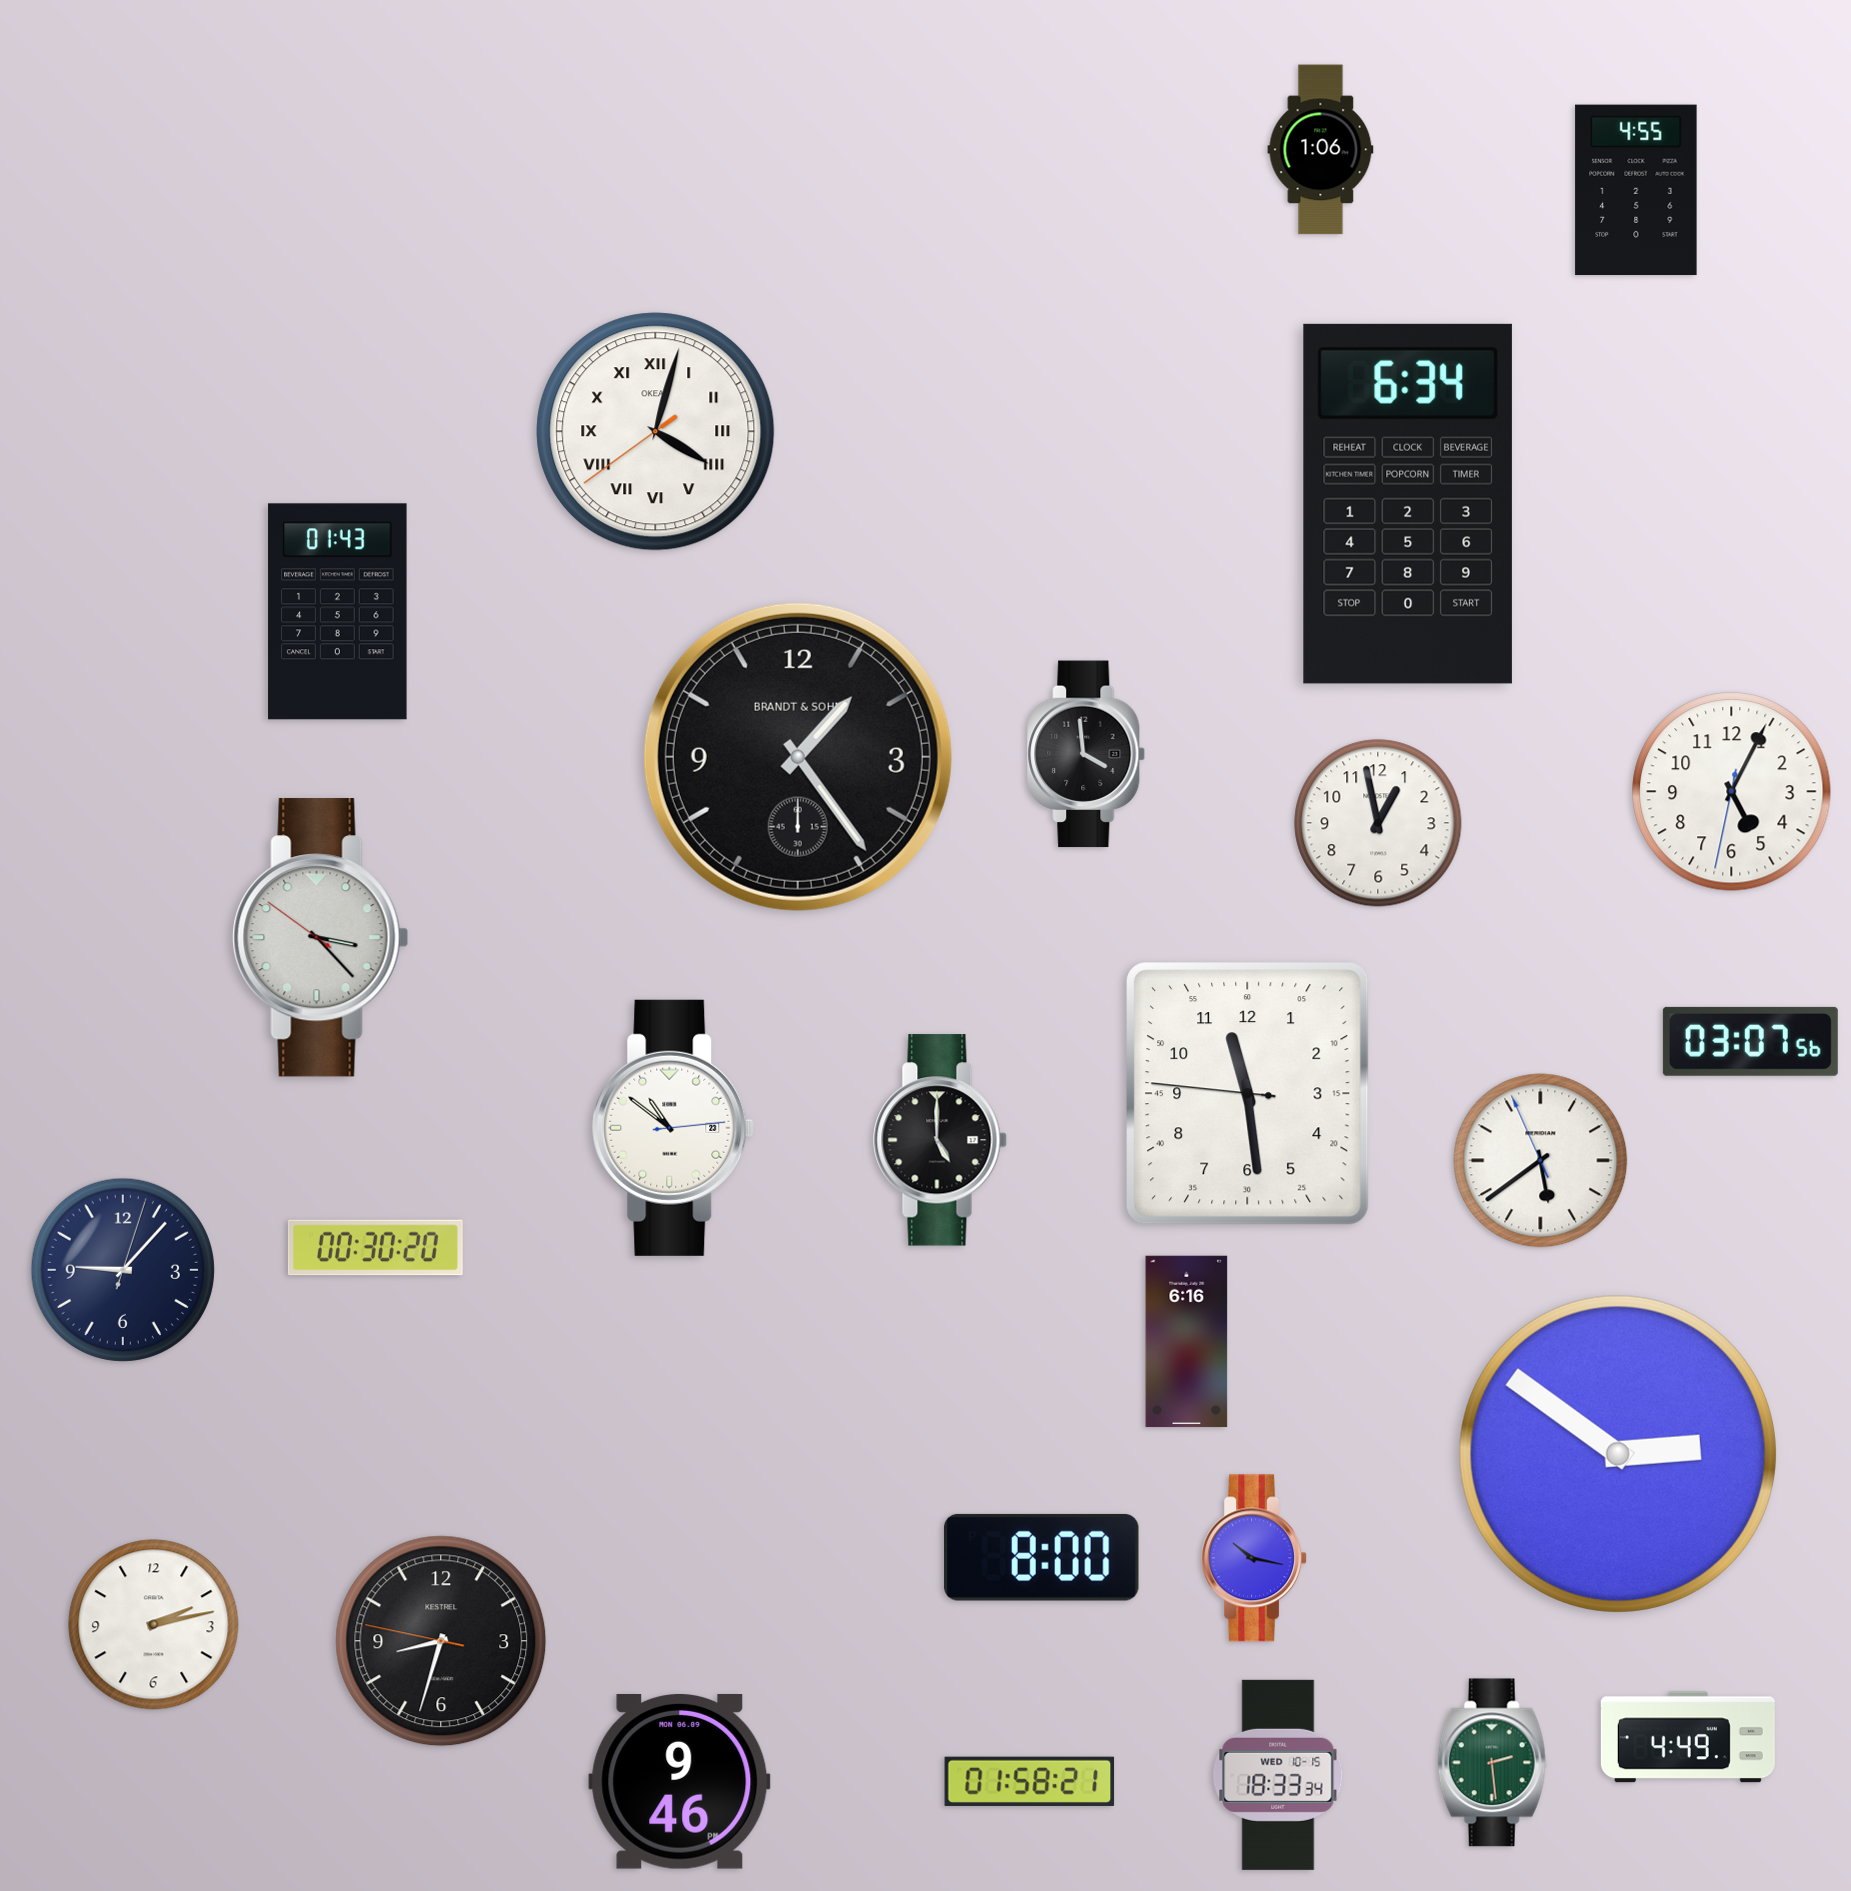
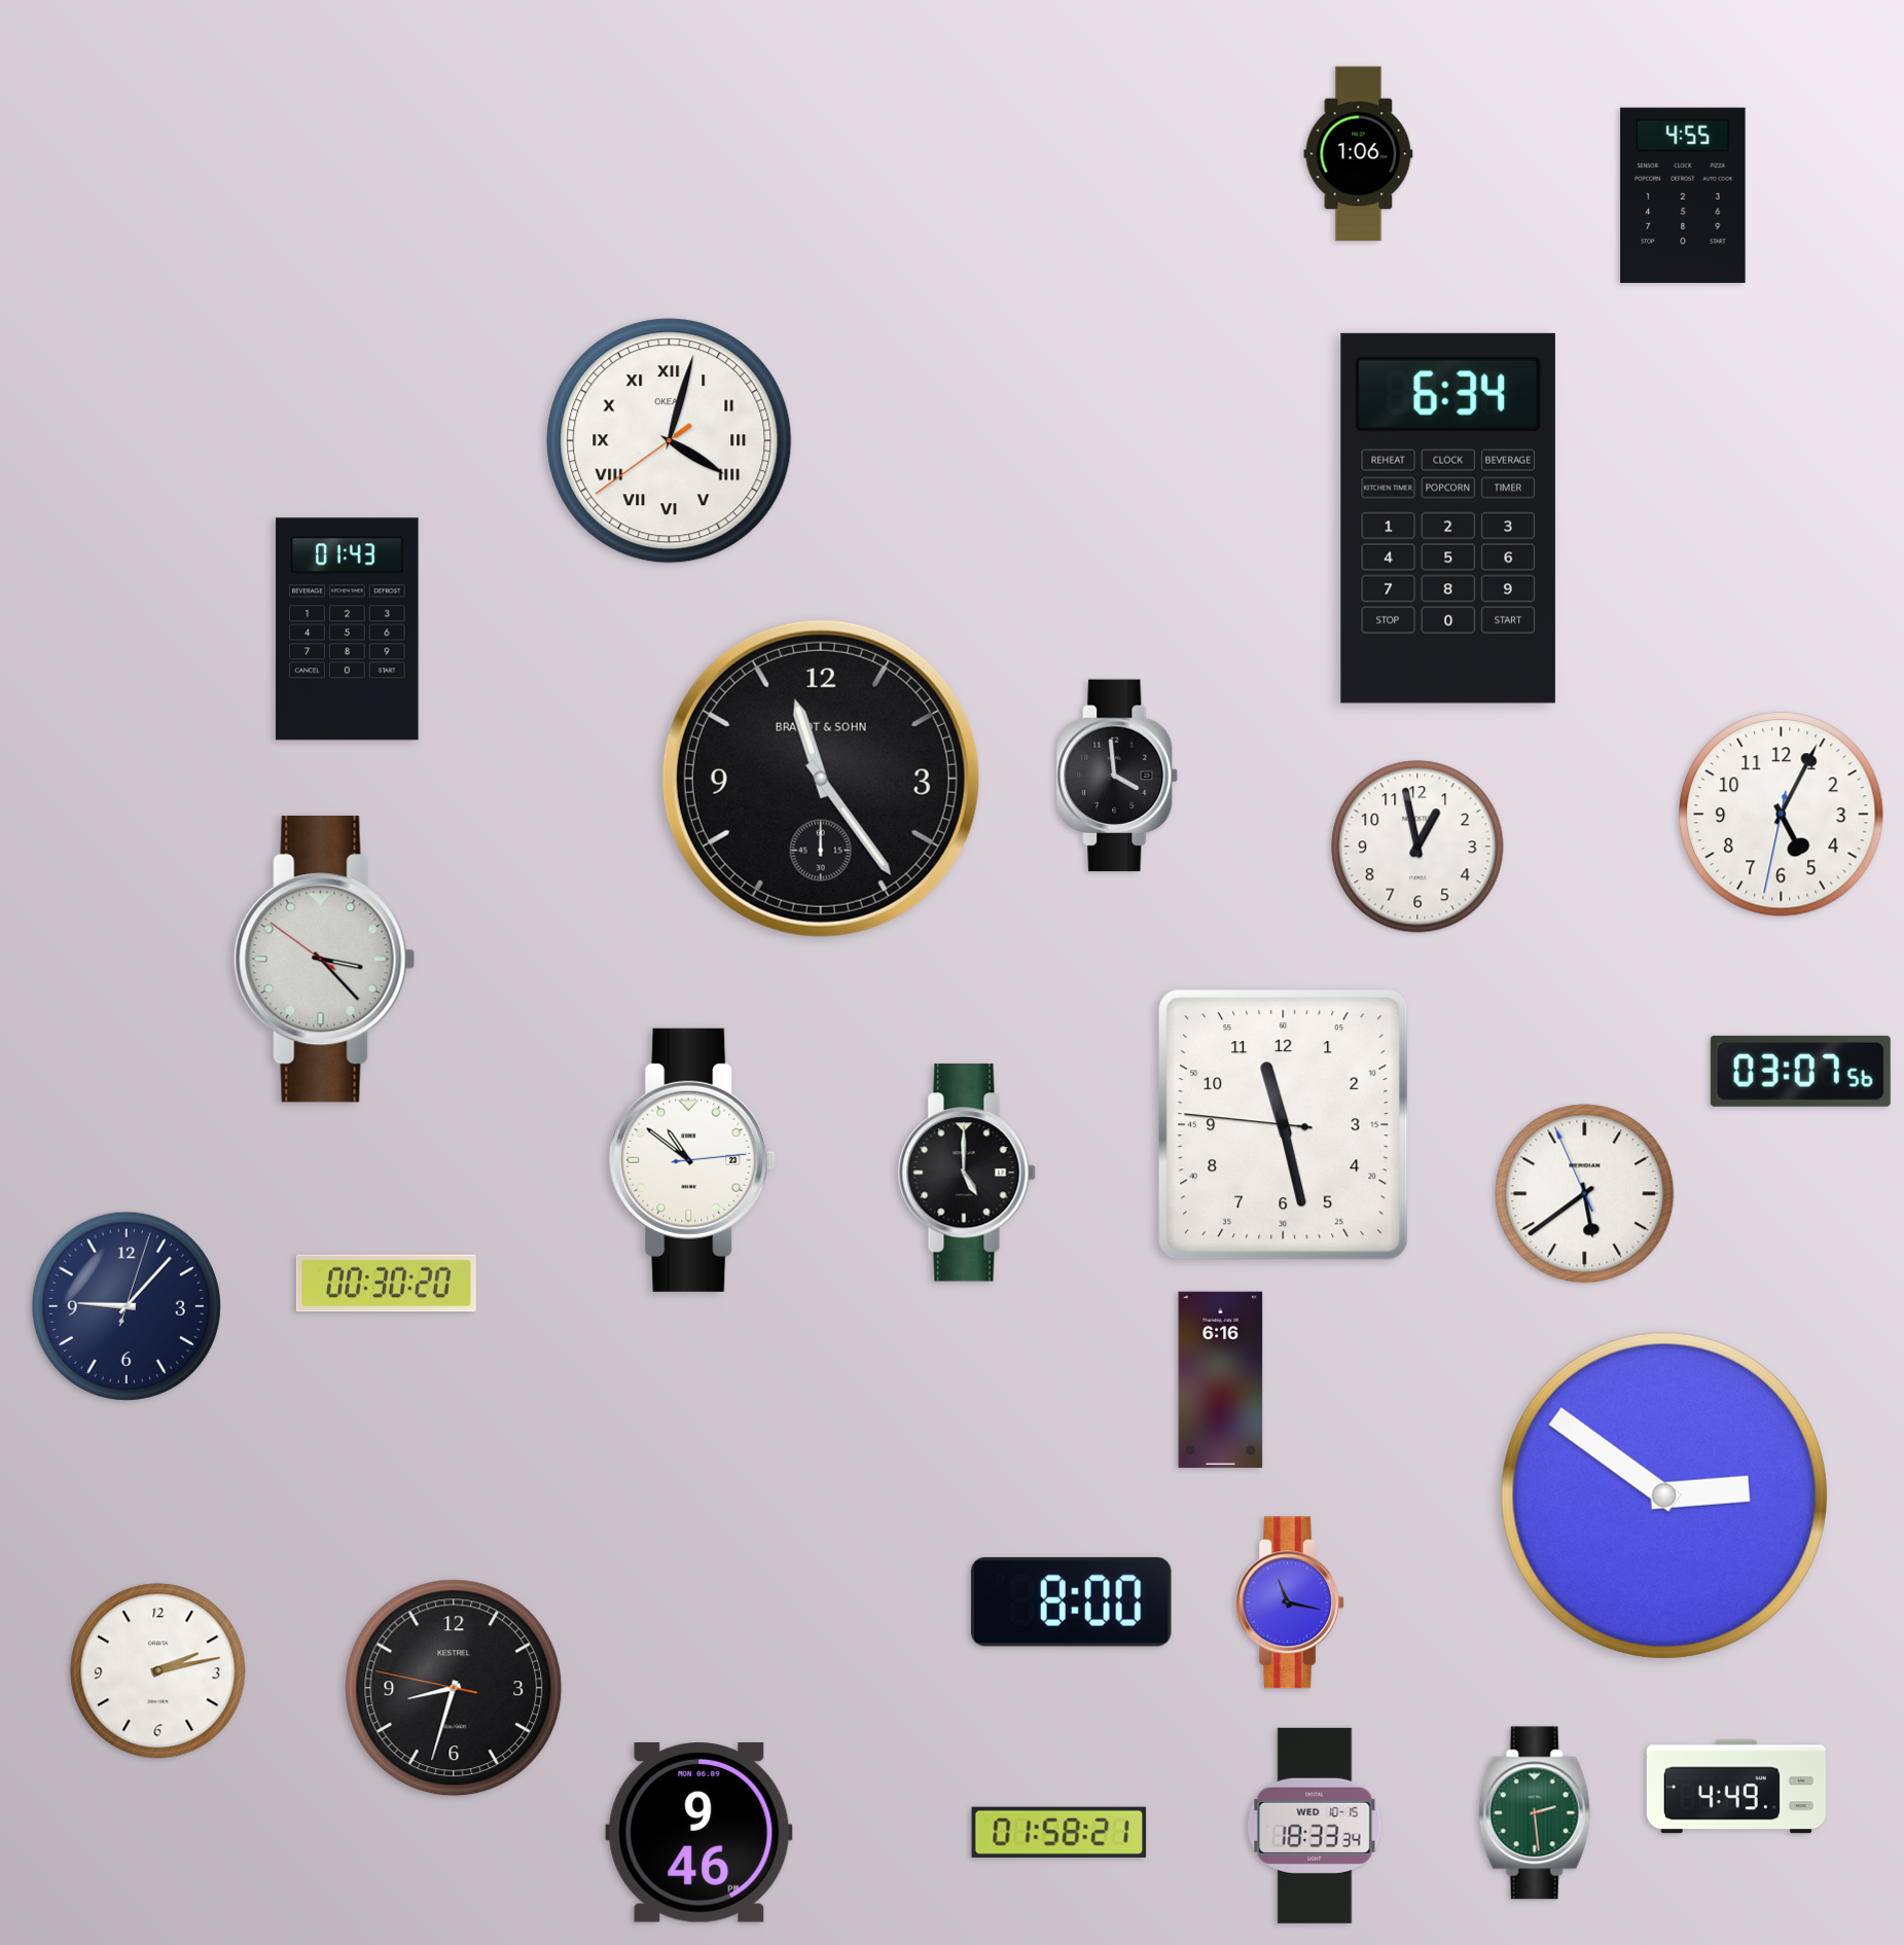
clock at (656, 432) position: (656, 432) -> (670, 441)
clock at (798, 757): 1:24 -> 11:24
clock at (321, 938) position: (321, 938) -> (325, 960)
clock at (1248, 1094): 11:28 -> 11:27
clock at (1254, 1558): 10:17 -> 11:17
